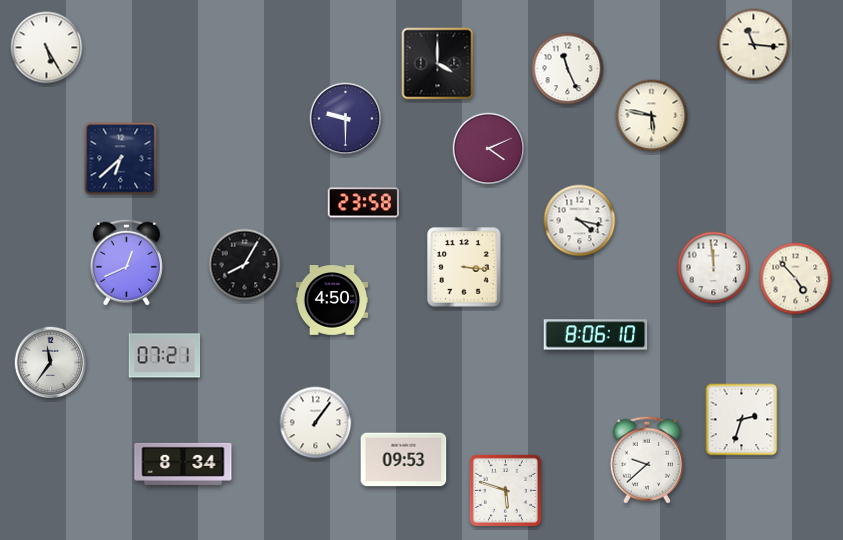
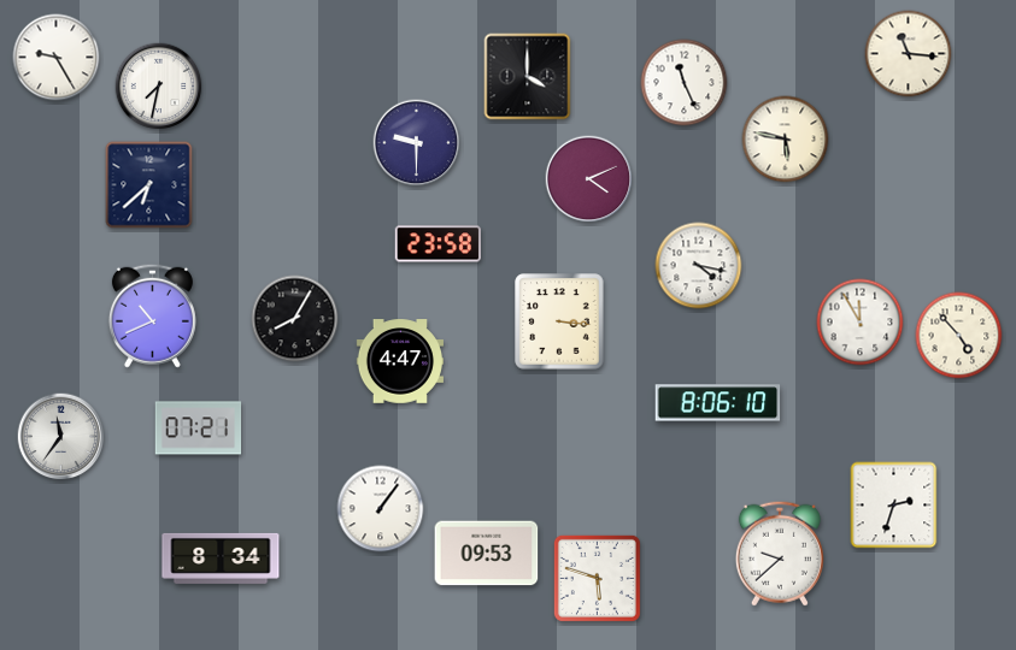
clock at (47, 48): 5:25 -> 9:25
clock at (159, 87): none -> 7:32
clock at (121, 159) position: (121, 159) -> (149, 185)
clock at (126, 262): 12:41 -> 10:41
clock at (714, 268): 11:59 -> 11:55
clock at (331, 300): 4:50 -> 4:47
clock at (505, 490) position: (505, 490) -> (597, 578)
